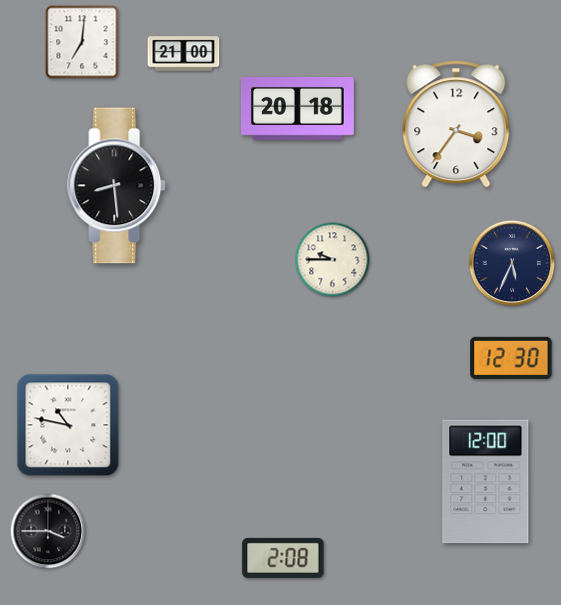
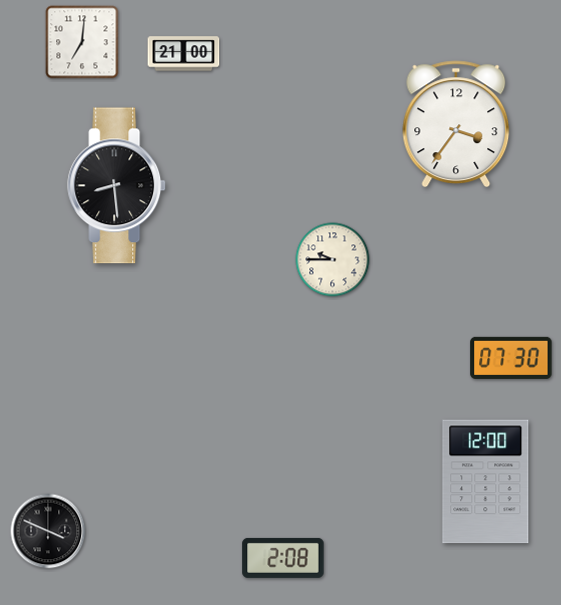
clock at (298, 109): 20:18 -> none
clock at (512, 263): 5:34 -> none
clock at (511, 358): 12:30 -> 07:30
clock at (68, 425): 10:47 -> none
clock at (48, 531): 3:45 -> 3:49
